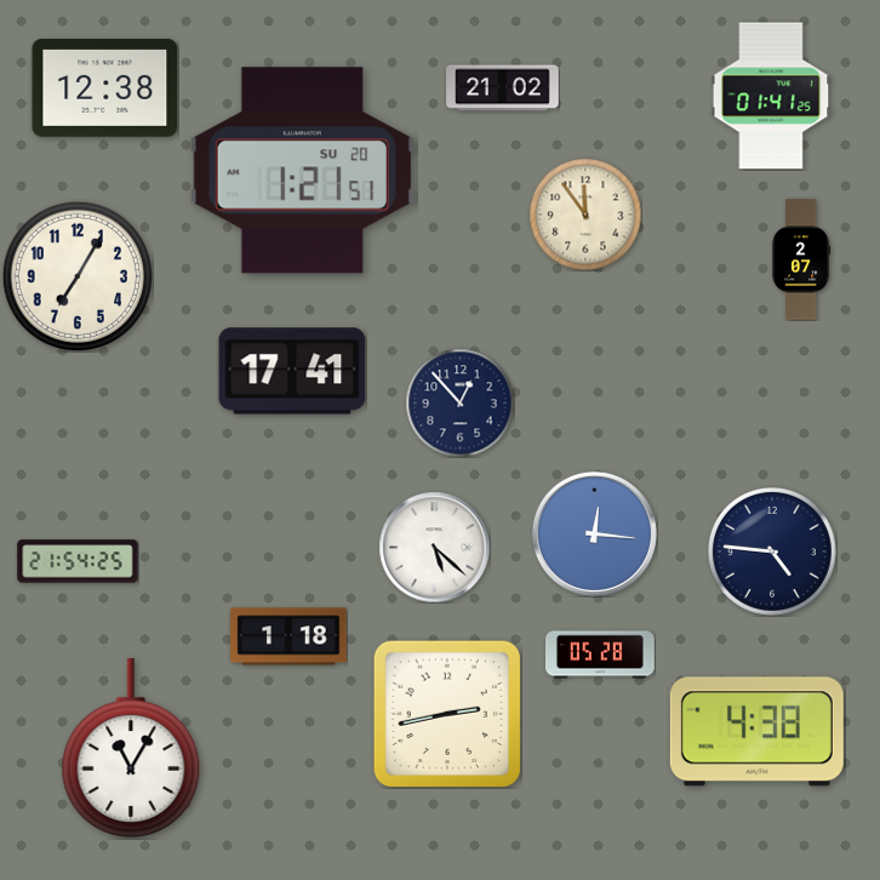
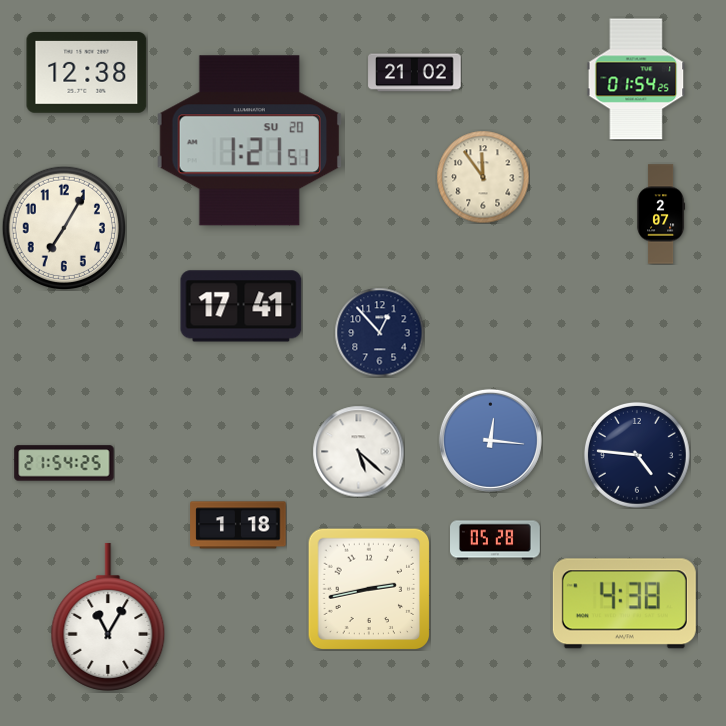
clock at (771, 96): 01:41 -> 01:54
